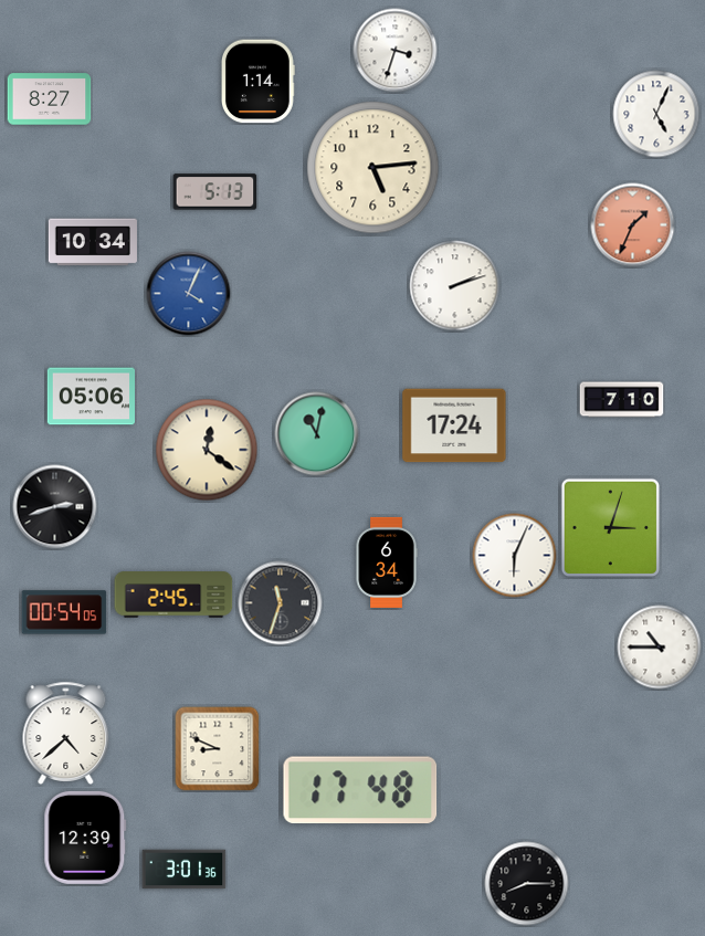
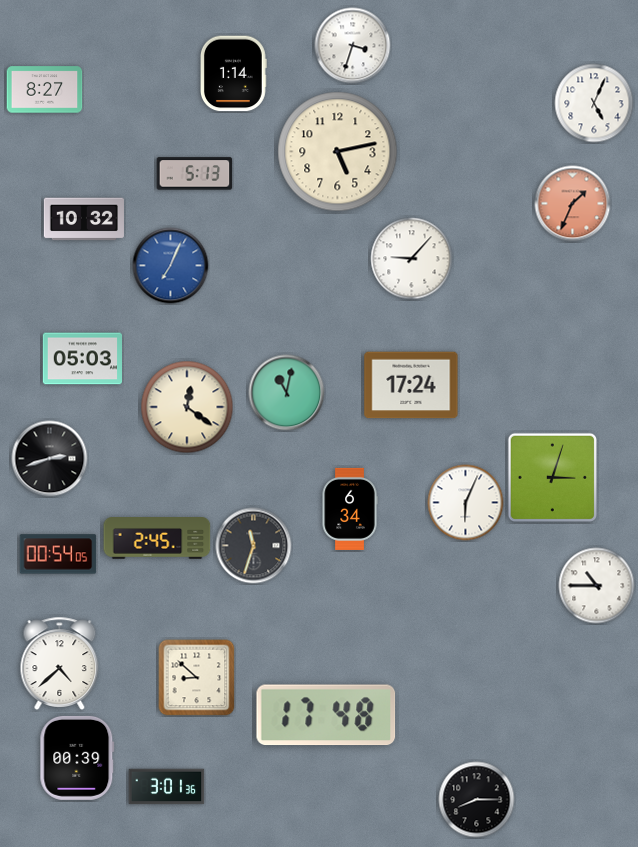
clock at (396, 51) position: (396, 51) -> (353, 46)
clock at (373, 168): 5:14 -> 5:13
clock at (93, 242): 10:34 -> 10:32
clock at (455, 286): 2:12 -> 9:07
clock at (189, 294): 4:04 -> 7:04
clock at (91, 397): 05:06 -> 05:03
clock at (622, 400): 7:10 -> none
clock at (218, 749): 8:49 -> 8:52
clock at (85, 838): 12:39 -> 00:39
